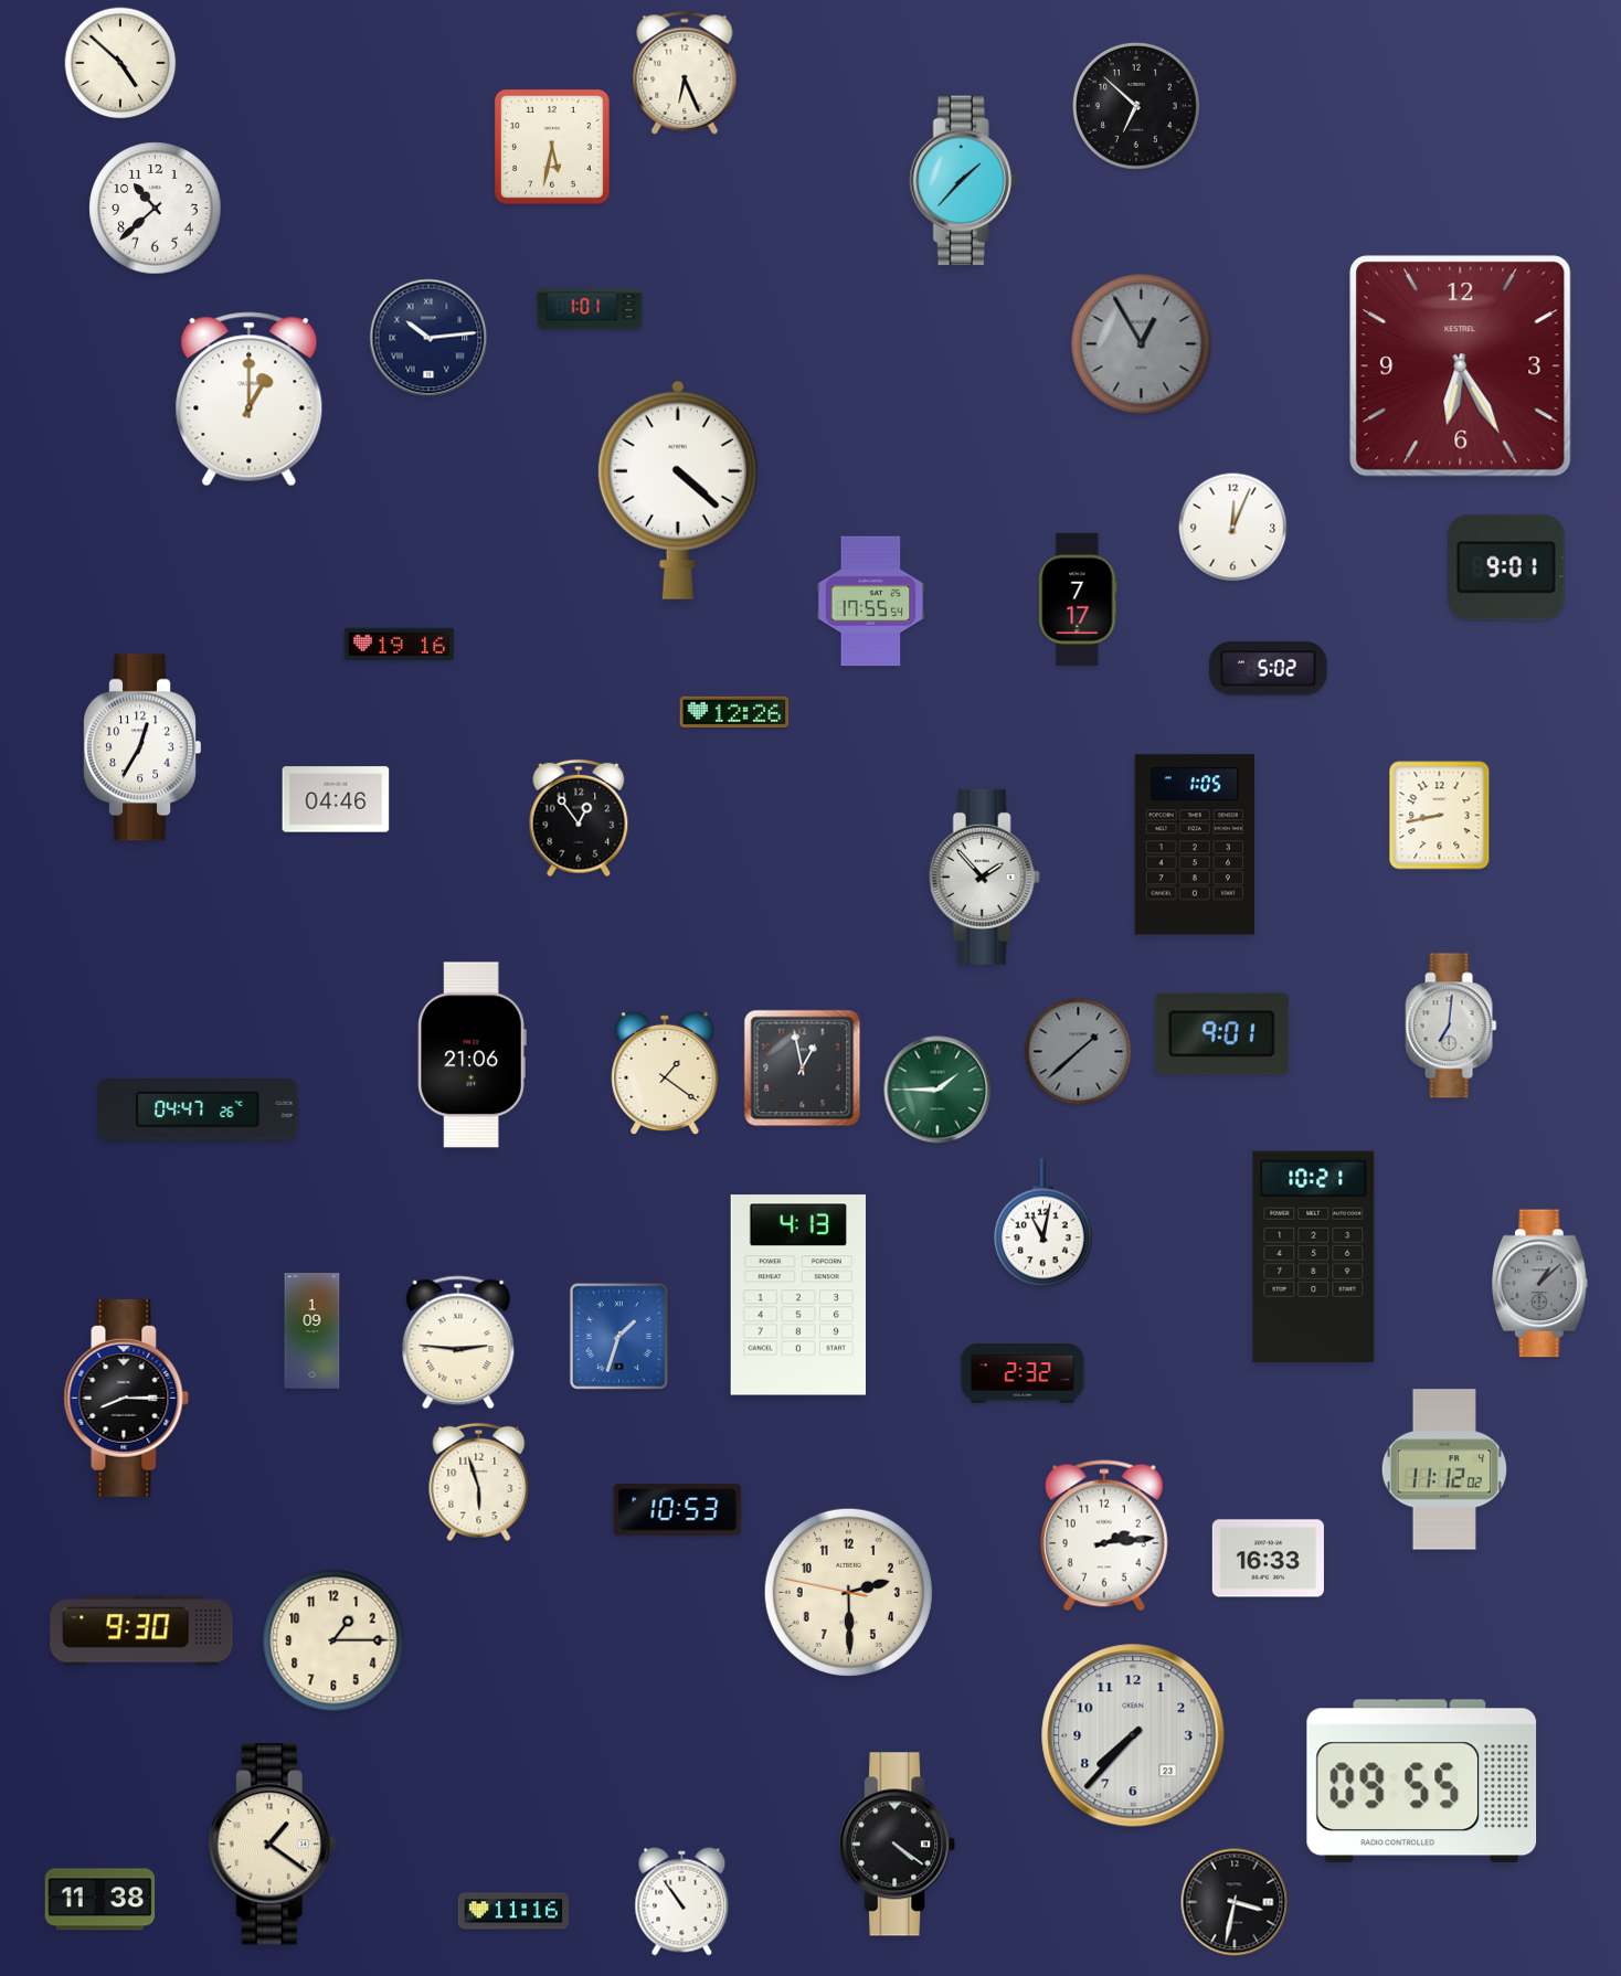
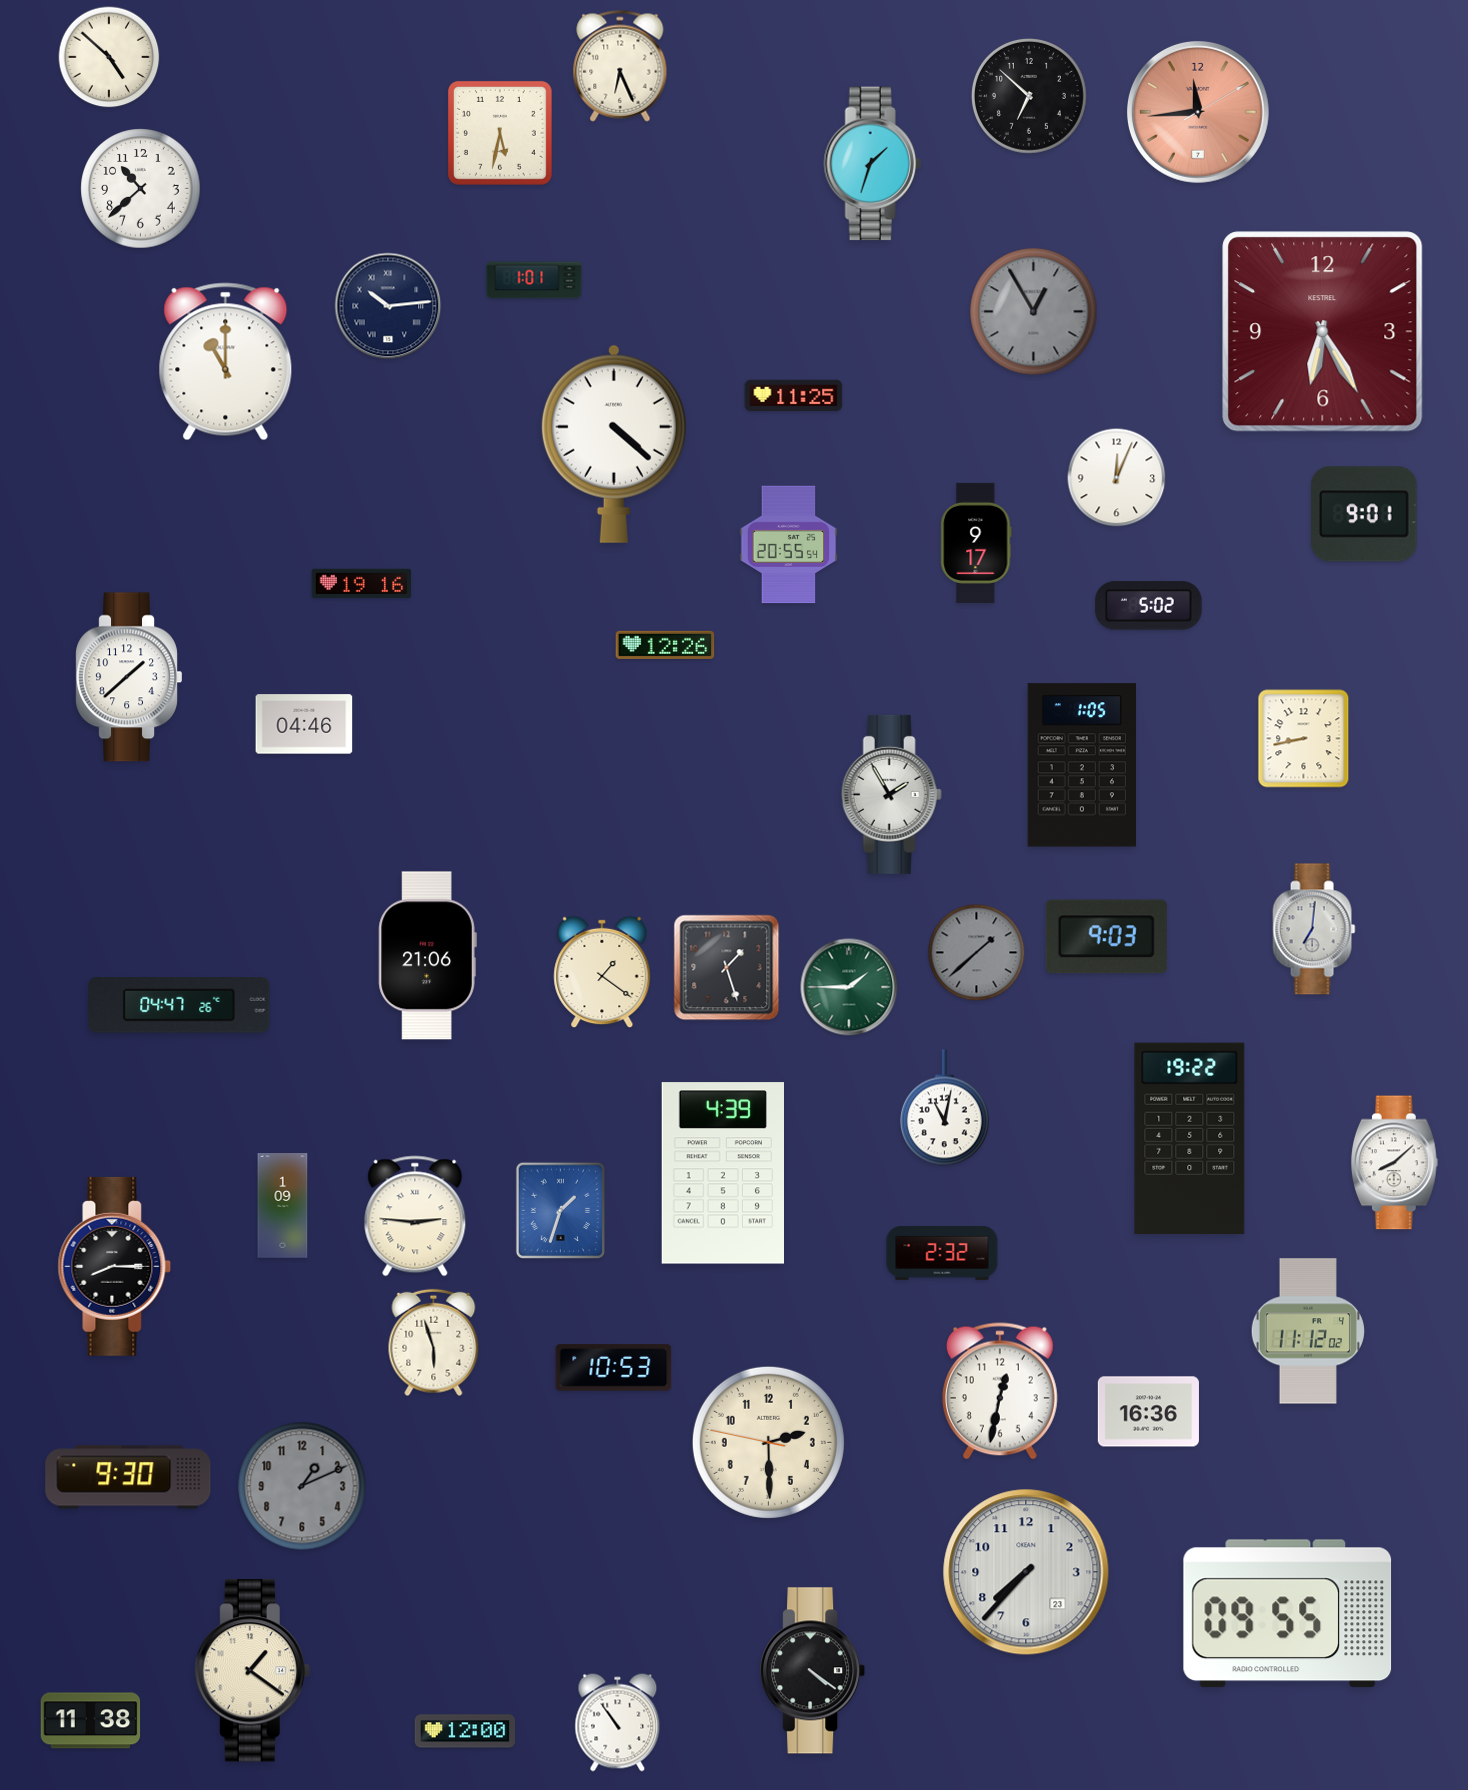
clock at (1198, 112): none -> 11:44
clock at (963, 181): 1:37 -> 1:33
clock at (250, 400): 1:00 -> 11:00
clock at (794, 396): none -> 11:25
clock at (1078, 599): 7:17 -> 9:17
clock at (871, 602): 17:55 -> 20:55
clock at (142, 747): 12:35 -> 1:38
clock at (579, 818): 12:54 -> none
clock at (984, 877): 1:53 -> 1:55
clock at (1221, 1034): 9:01 -> 9:03
clock at (803, 1069): 12:58 -> 1:27
clock at (1314, 1257): 10:21 -> 19:22
clock at (1539, 1284): 1:08 -> 8:08
clock at (1539, 1284) dial: grey -> white
clock at (797, 1295): 4:13 -> 4:39
clock at (1023, 1374) position: (1023, 1374) -> (942, 1254)
clock at (1104, 1536): 2:14 -> 12:32
clock at (1268, 1559): 16:33 -> 16:36
clock at (333, 1640): 1:15 -> 1:11
clock at (333, 1640) dial: cream -> grey
clock at (272, 1845) position: (272, 1845) -> (252, 1671)
clock at (1235, 1902): 3:32 -> none
clock at (513, 1911): 11:16 -> 12:00
